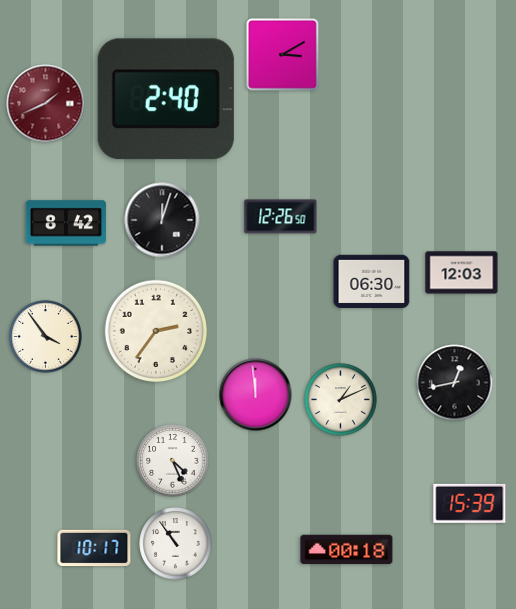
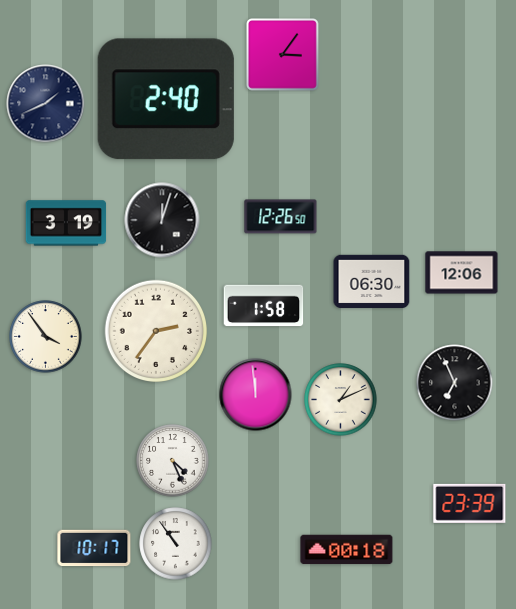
clock at (283, 55): 3:10 -> 3:06
clock at (46, 104) dial: burgundy -> navy
clock at (66, 223): 8:42 -> 3:19
clock at (462, 273): 12:03 -> 12:06
clock at (264, 306): none -> 1:58
clock at (455, 383): 12:43 -> 6:56
clock at (470, 503): 15:39 -> 23:39
